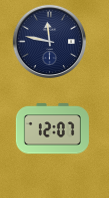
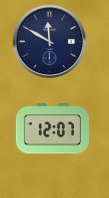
clock at (50, 42): 11:47 -> 11:50
